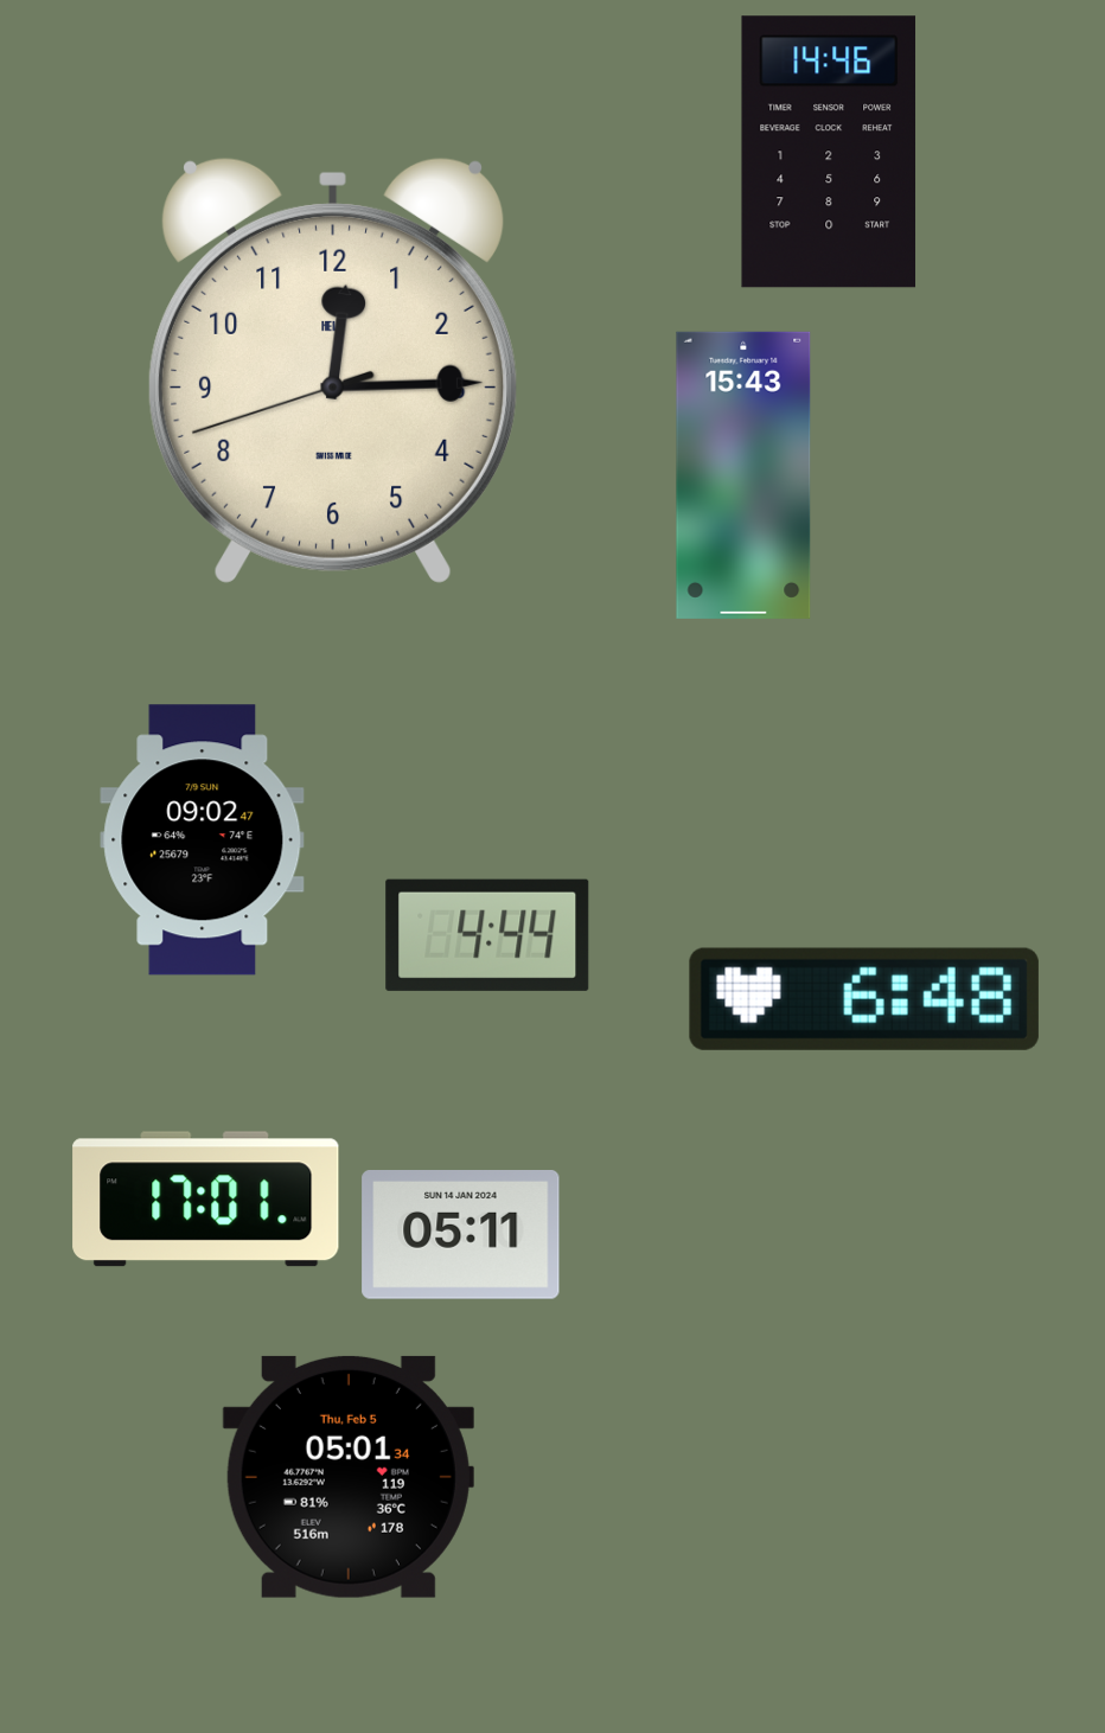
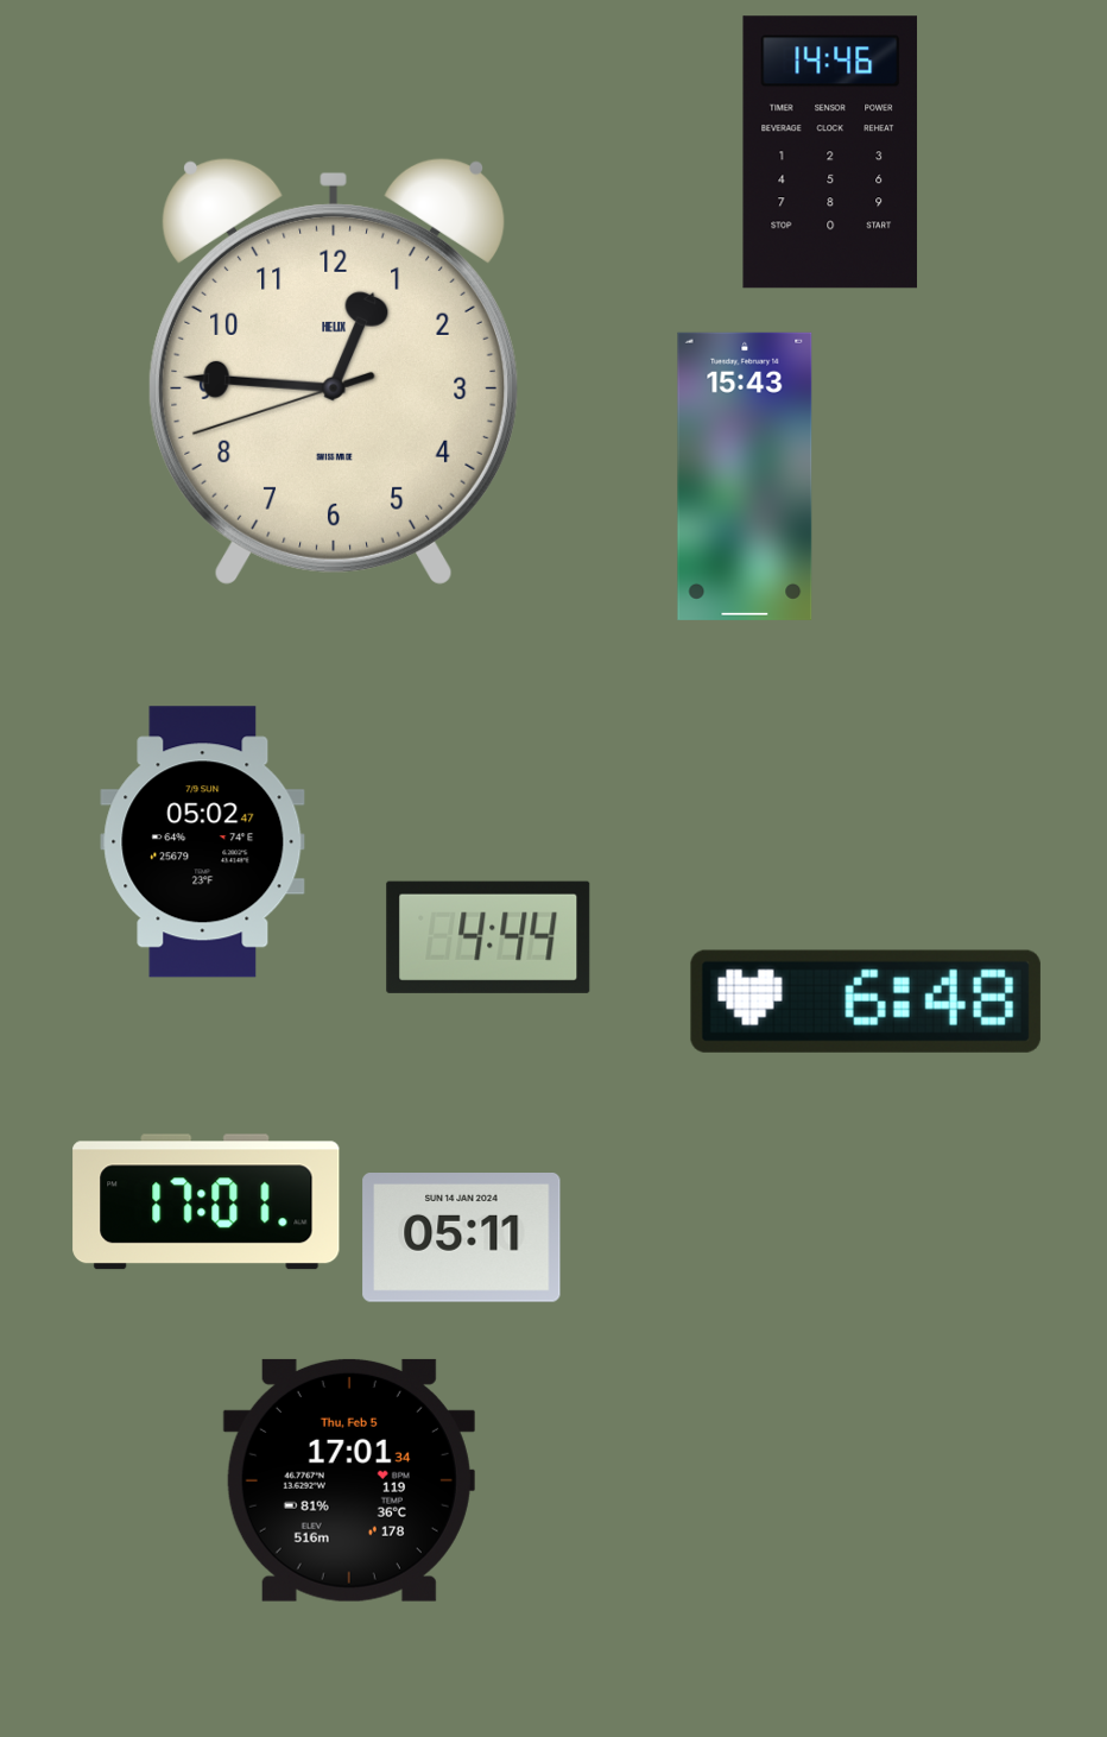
clock at (332, 370): 12:14 -> 12:45
clock at (203, 840): 09:02 -> 05:02
clock at (349, 1477): 05:01 -> 17:01
